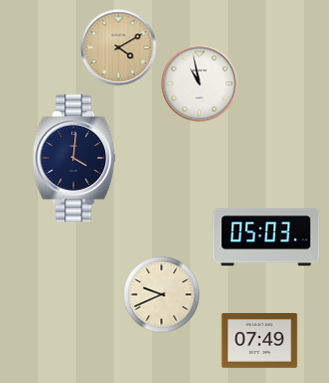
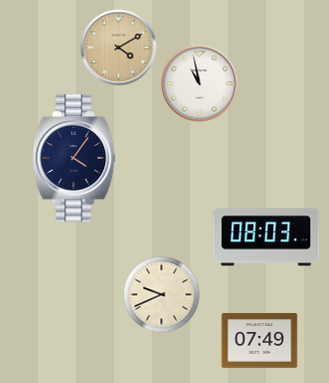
clock at (74, 158): 4:01 -> 4:06
clock at (266, 237): 05:03 -> 08:03
